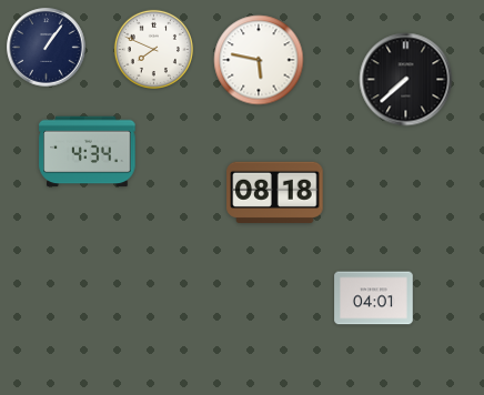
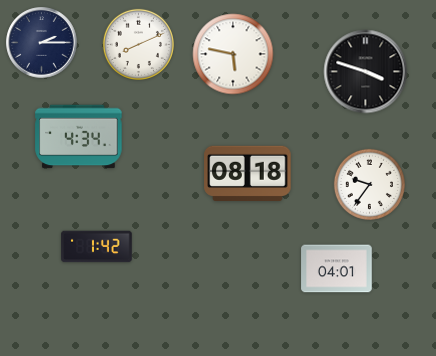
clock at (47, 48): 1:06 -> 2:15
clock at (153, 49): 7:49 -> 8:11
clock at (406, 80): 7:38 -> 3:48
clock at (369, 184): none -> 9:36
clock at (97, 247): none -> 1:42
